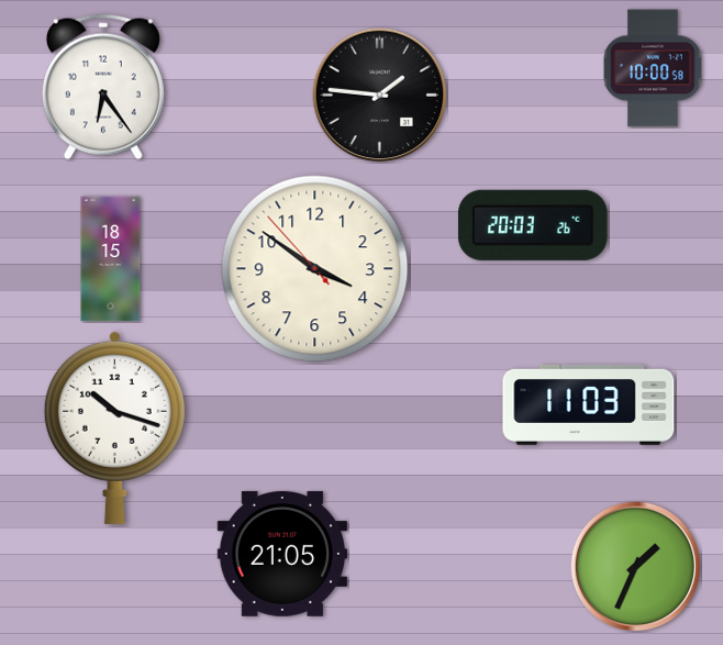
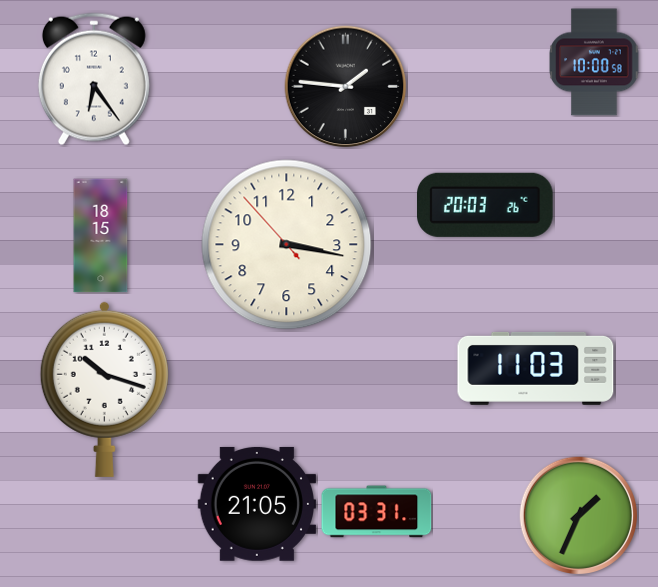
clock at (315, 269): 3:50 -> 3:16
clock at (377, 512): none -> 03:31
